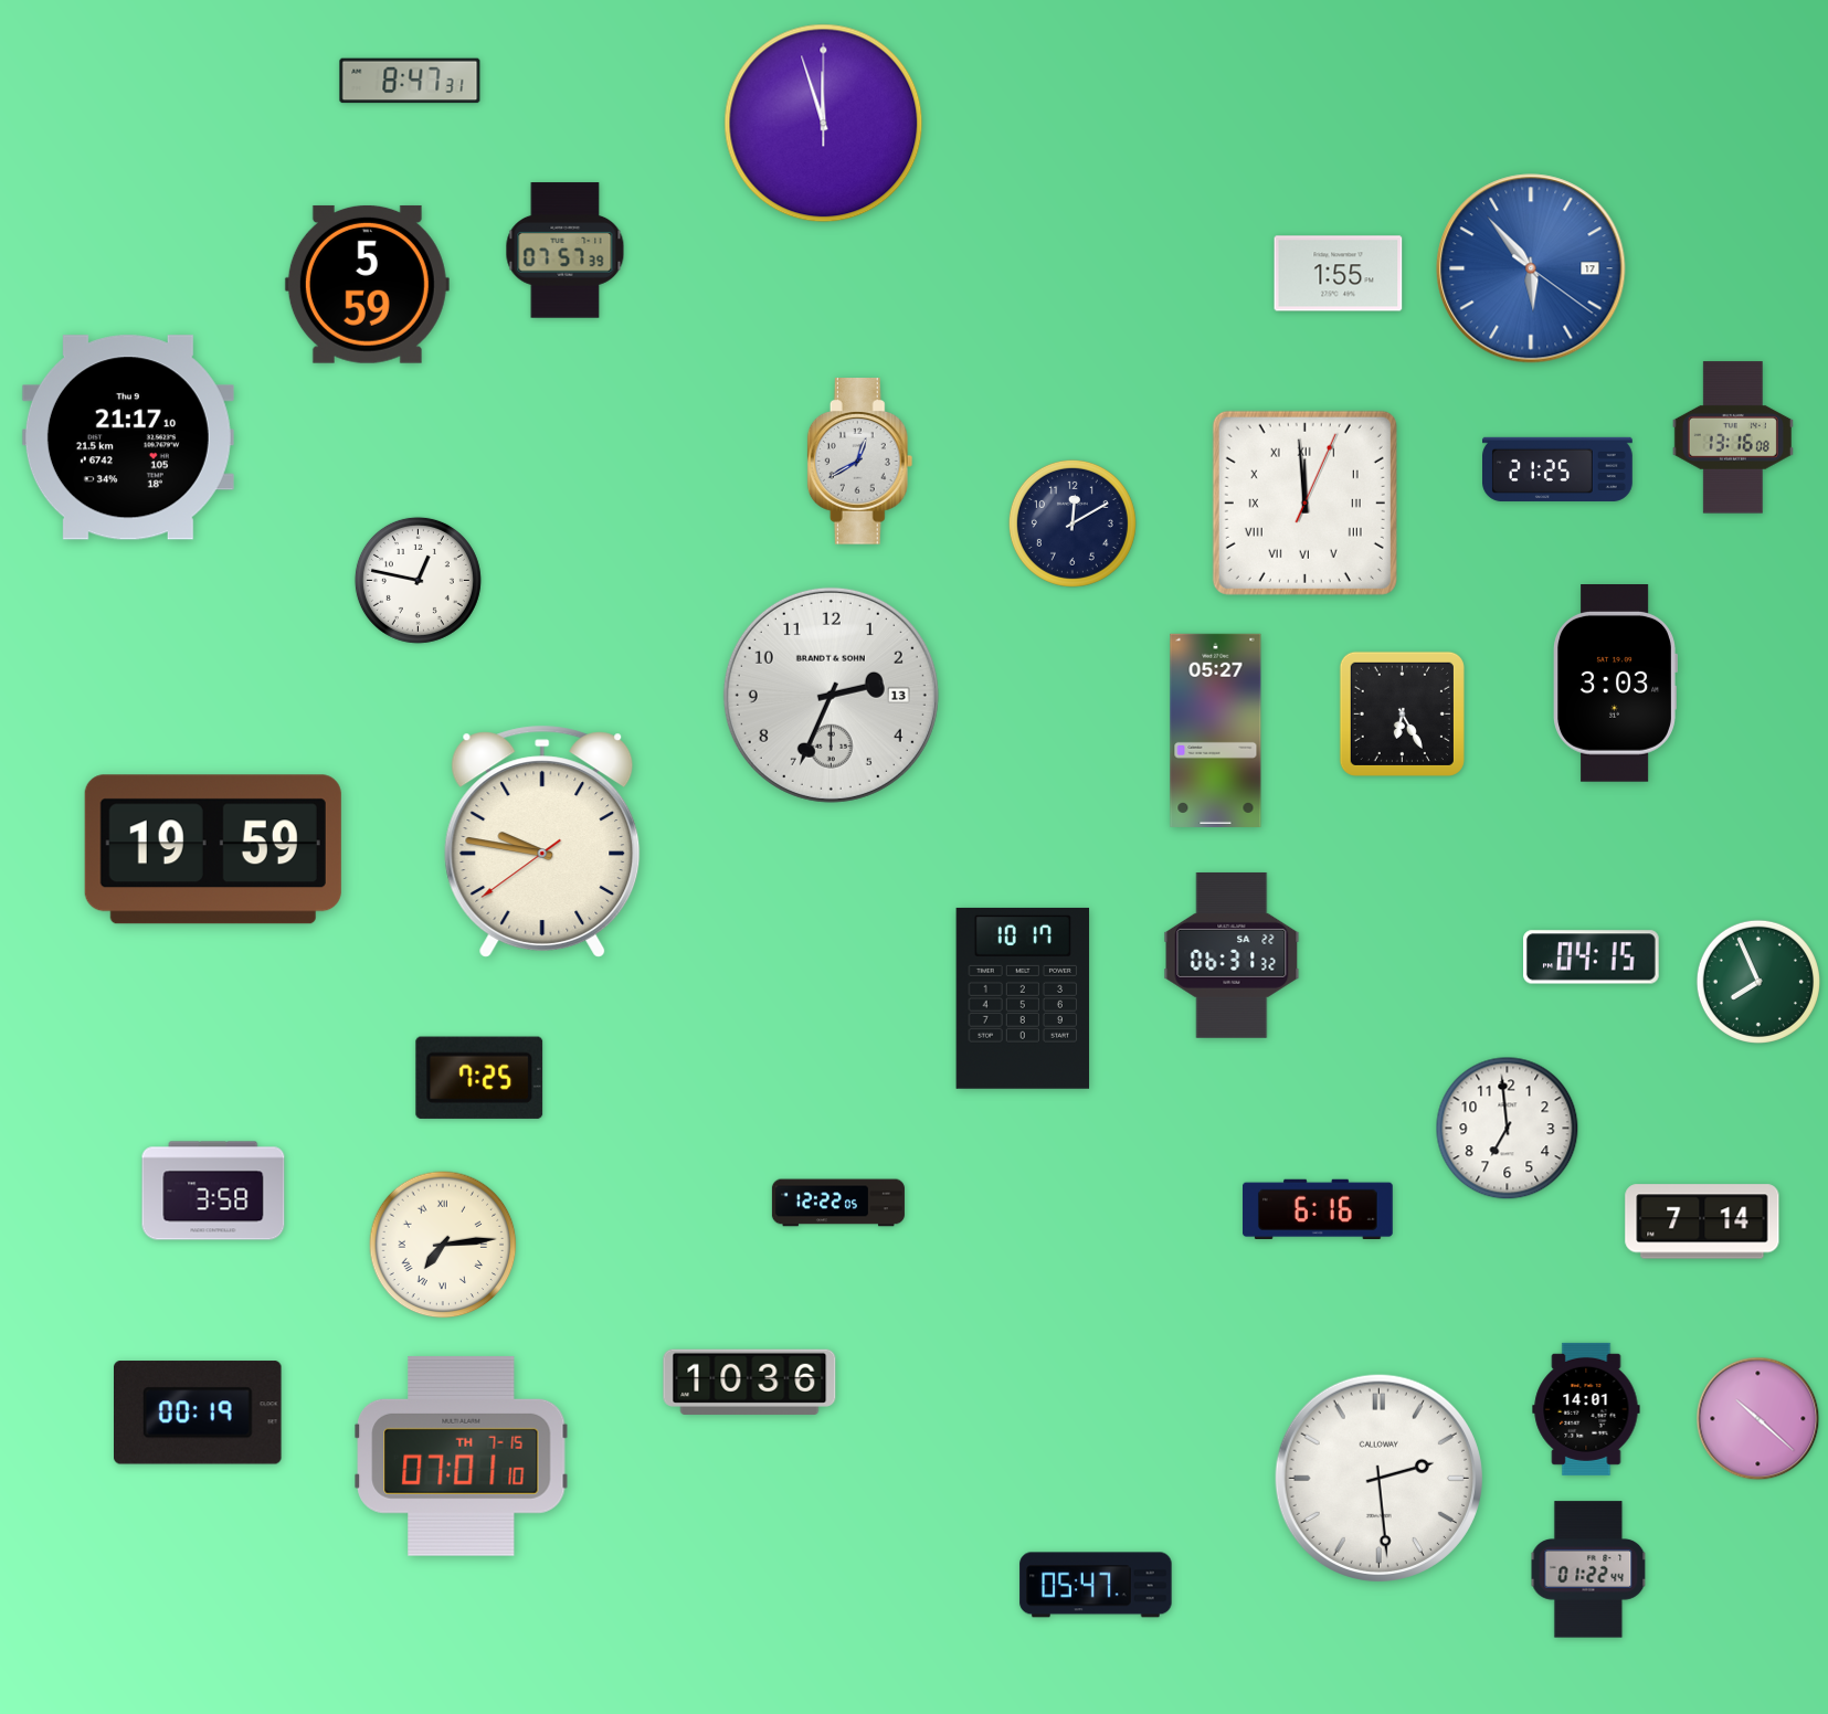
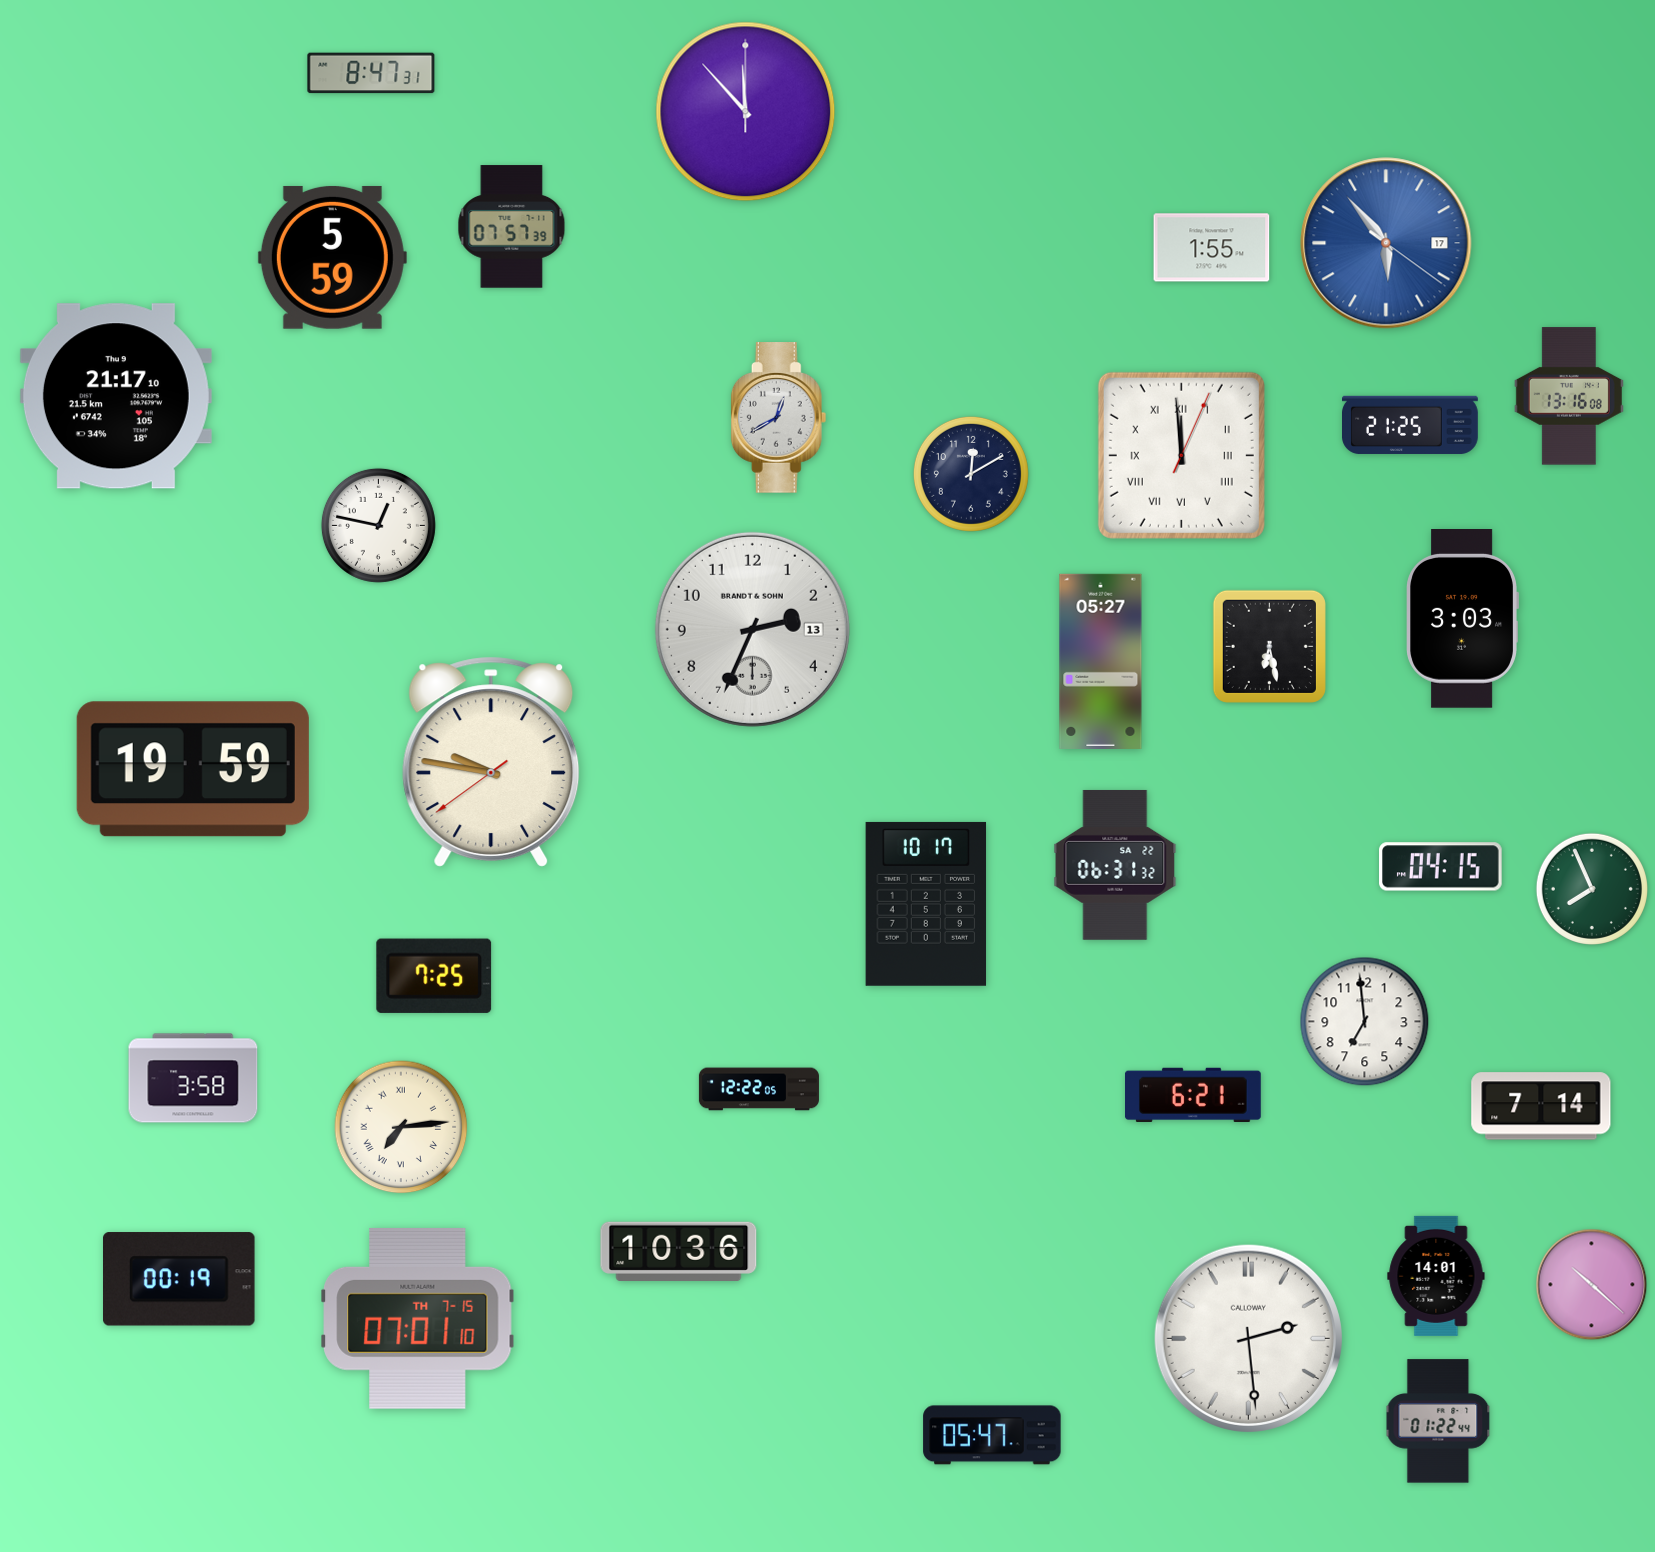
clock at (824, 124): 11:57 -> 11:53
clock at (1402, 713): 6:25 -> 6:28
clock at (1319, 1208): 6:16 -> 6:21
